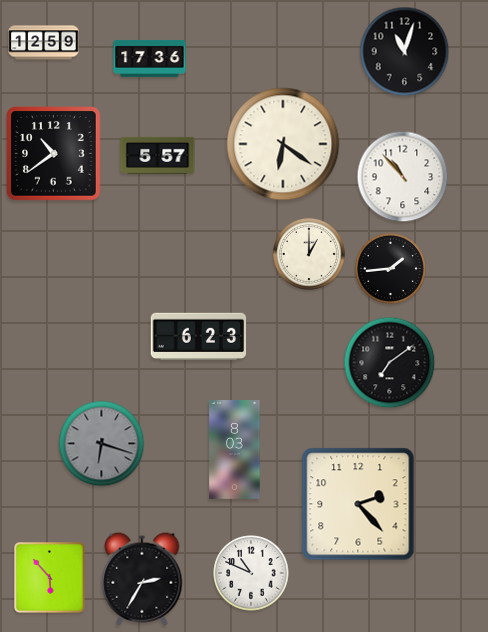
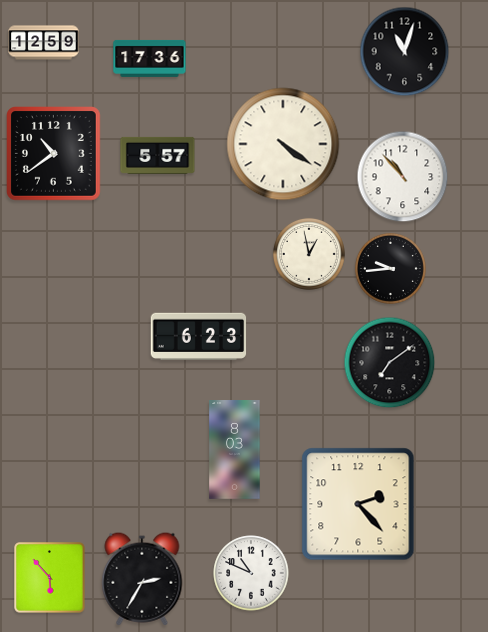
clock at (283, 144): 6:21 -> 4:21
clock at (309, 254): 1:00 -> 12:58
clock at (390, 268): 1:44 -> 9:44
clock at (102, 444): 6:18 -> none
